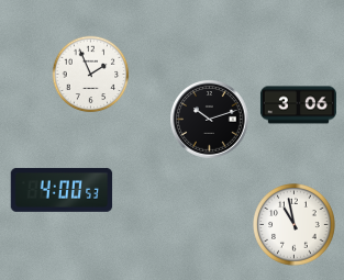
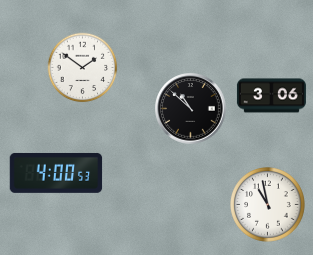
clock at (91, 75): 1:56 -> 1:51
clock at (210, 120): 10:12 -> 10:52
